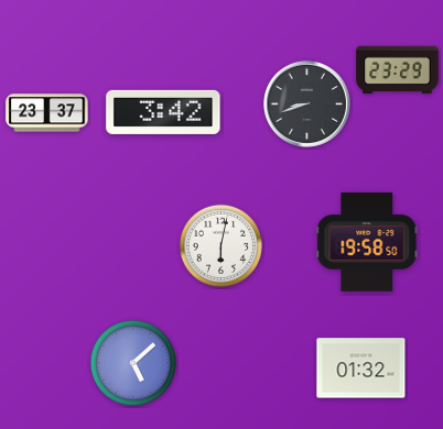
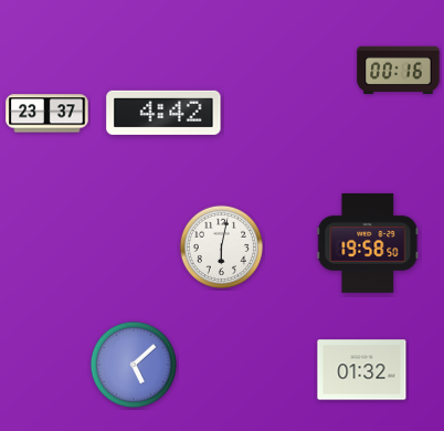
clock at (398, 70): 23:29 -> 00:16
clock at (306, 103): 8:42 -> none
clock at (163, 112): 3:42 -> 4:42
